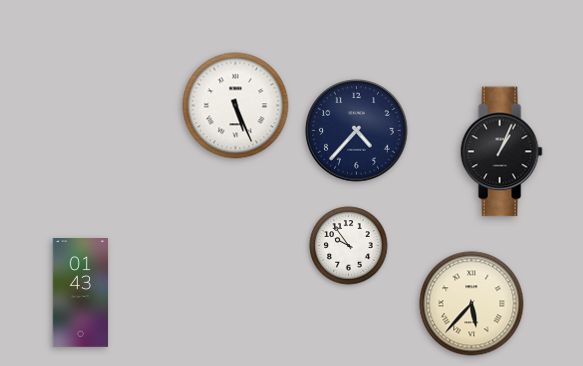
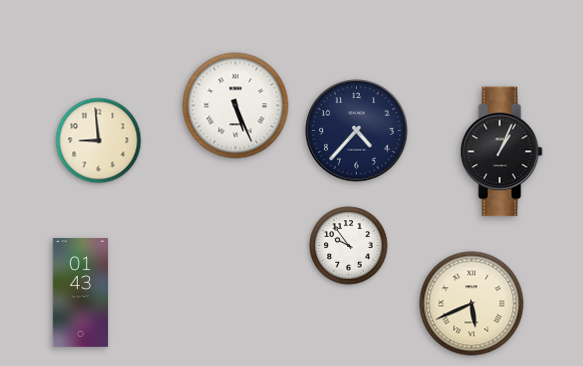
clock at (99, 141): none -> 8:59
clock at (472, 304): 5:37 -> 5:41
